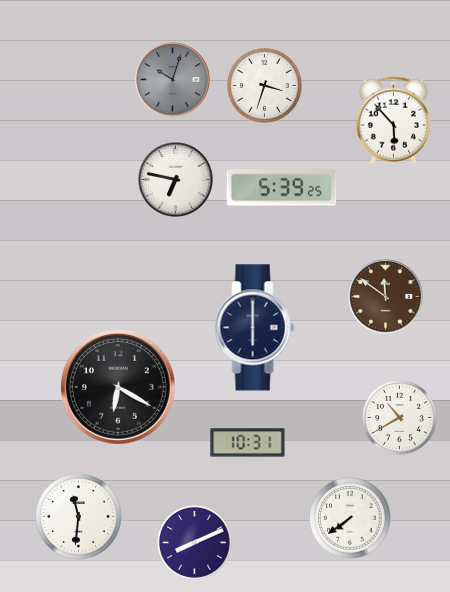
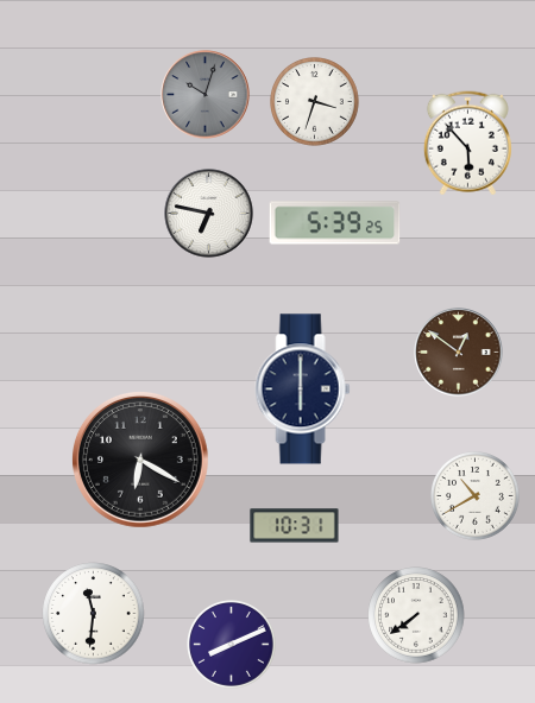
clock at (386, 297): 11:51 -> 12:51
